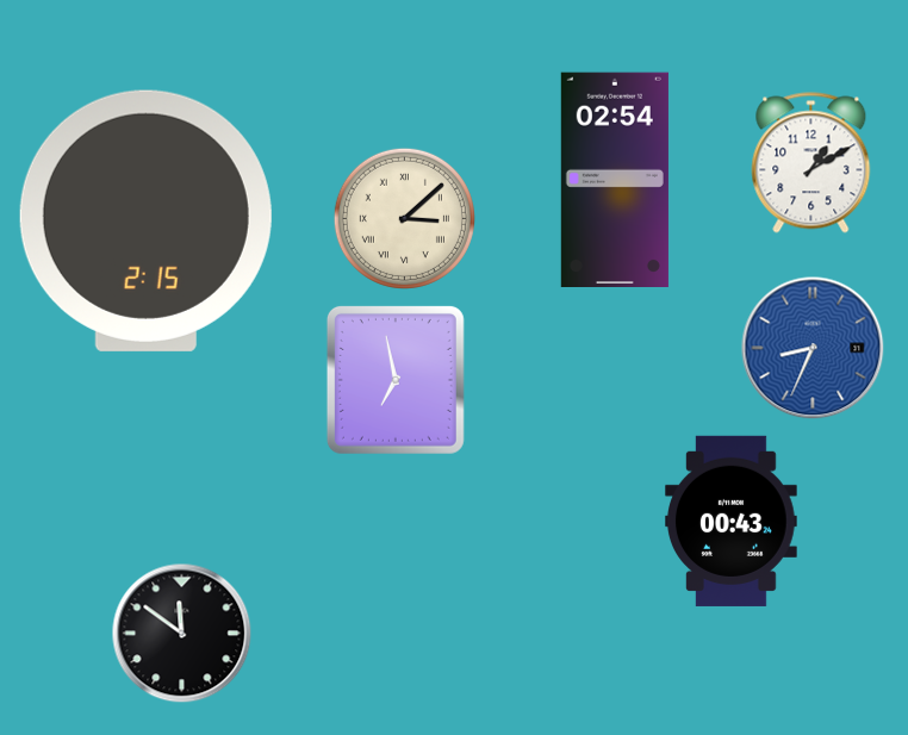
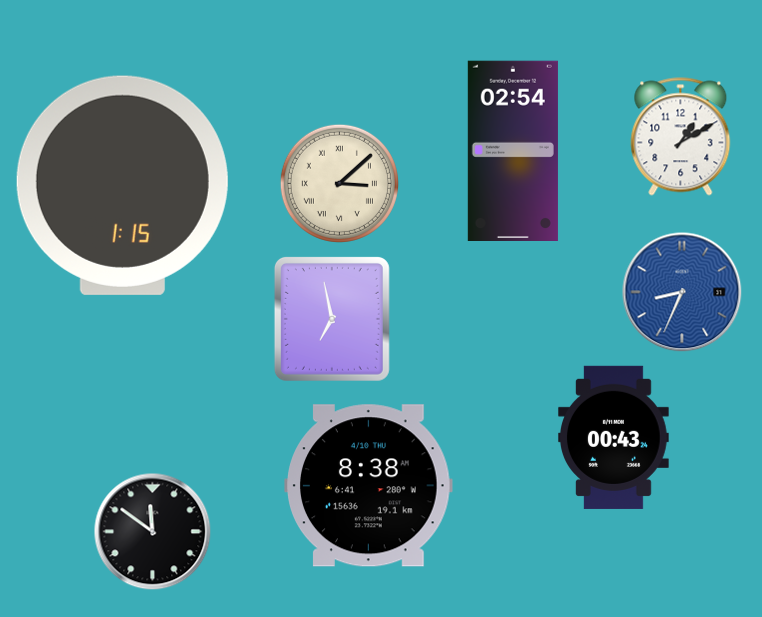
clock at (615, 179) position: (615, 179) -> (513, 150)
clock at (145, 220): 2:15 -> 1:15
clock at (369, 486): none -> 8:38
